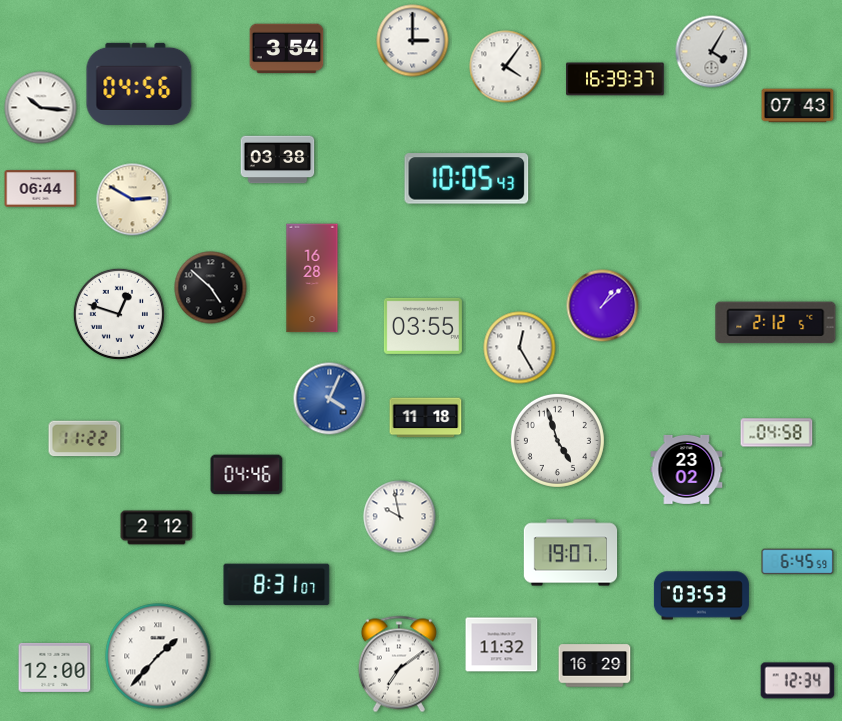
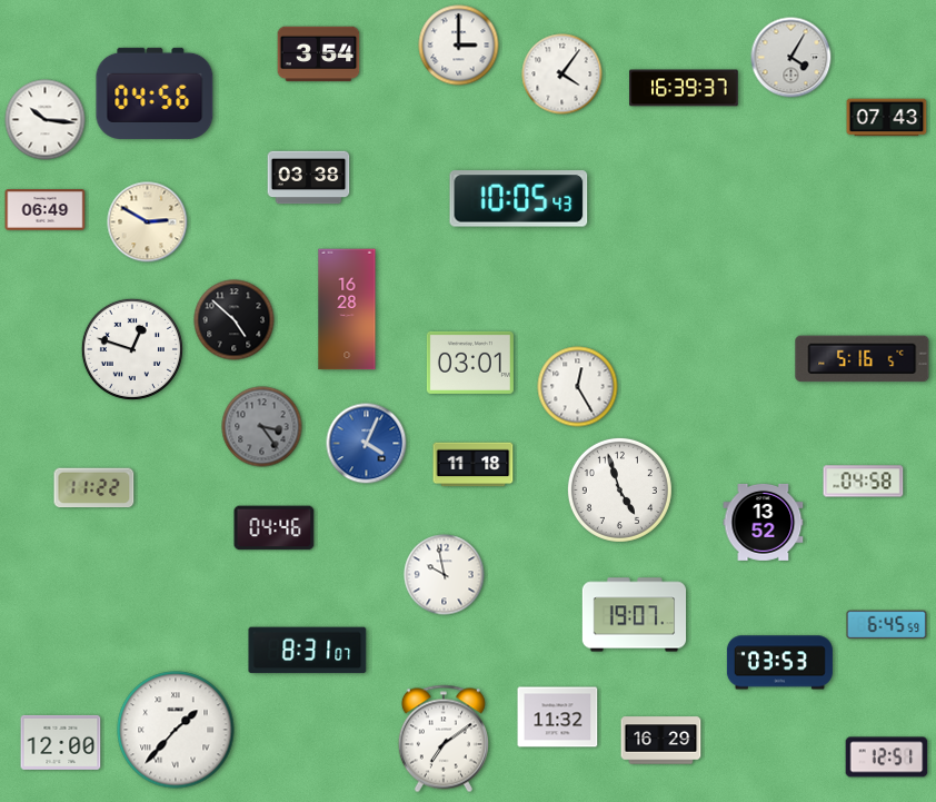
clock at (41, 189): 06:44 -> 06:49
clock at (603, 306): 1:08 -> none
clock at (776, 323): 2:12 -> 5:16
clock at (423, 326): 03:55 -> 03:01
clock at (262, 427): none -> 3:24
clock at (687, 469): 23:02 -> 13:52
clock at (157, 528): 2:12 -> none
clock at (798, 681): 12:34 -> 12:51
